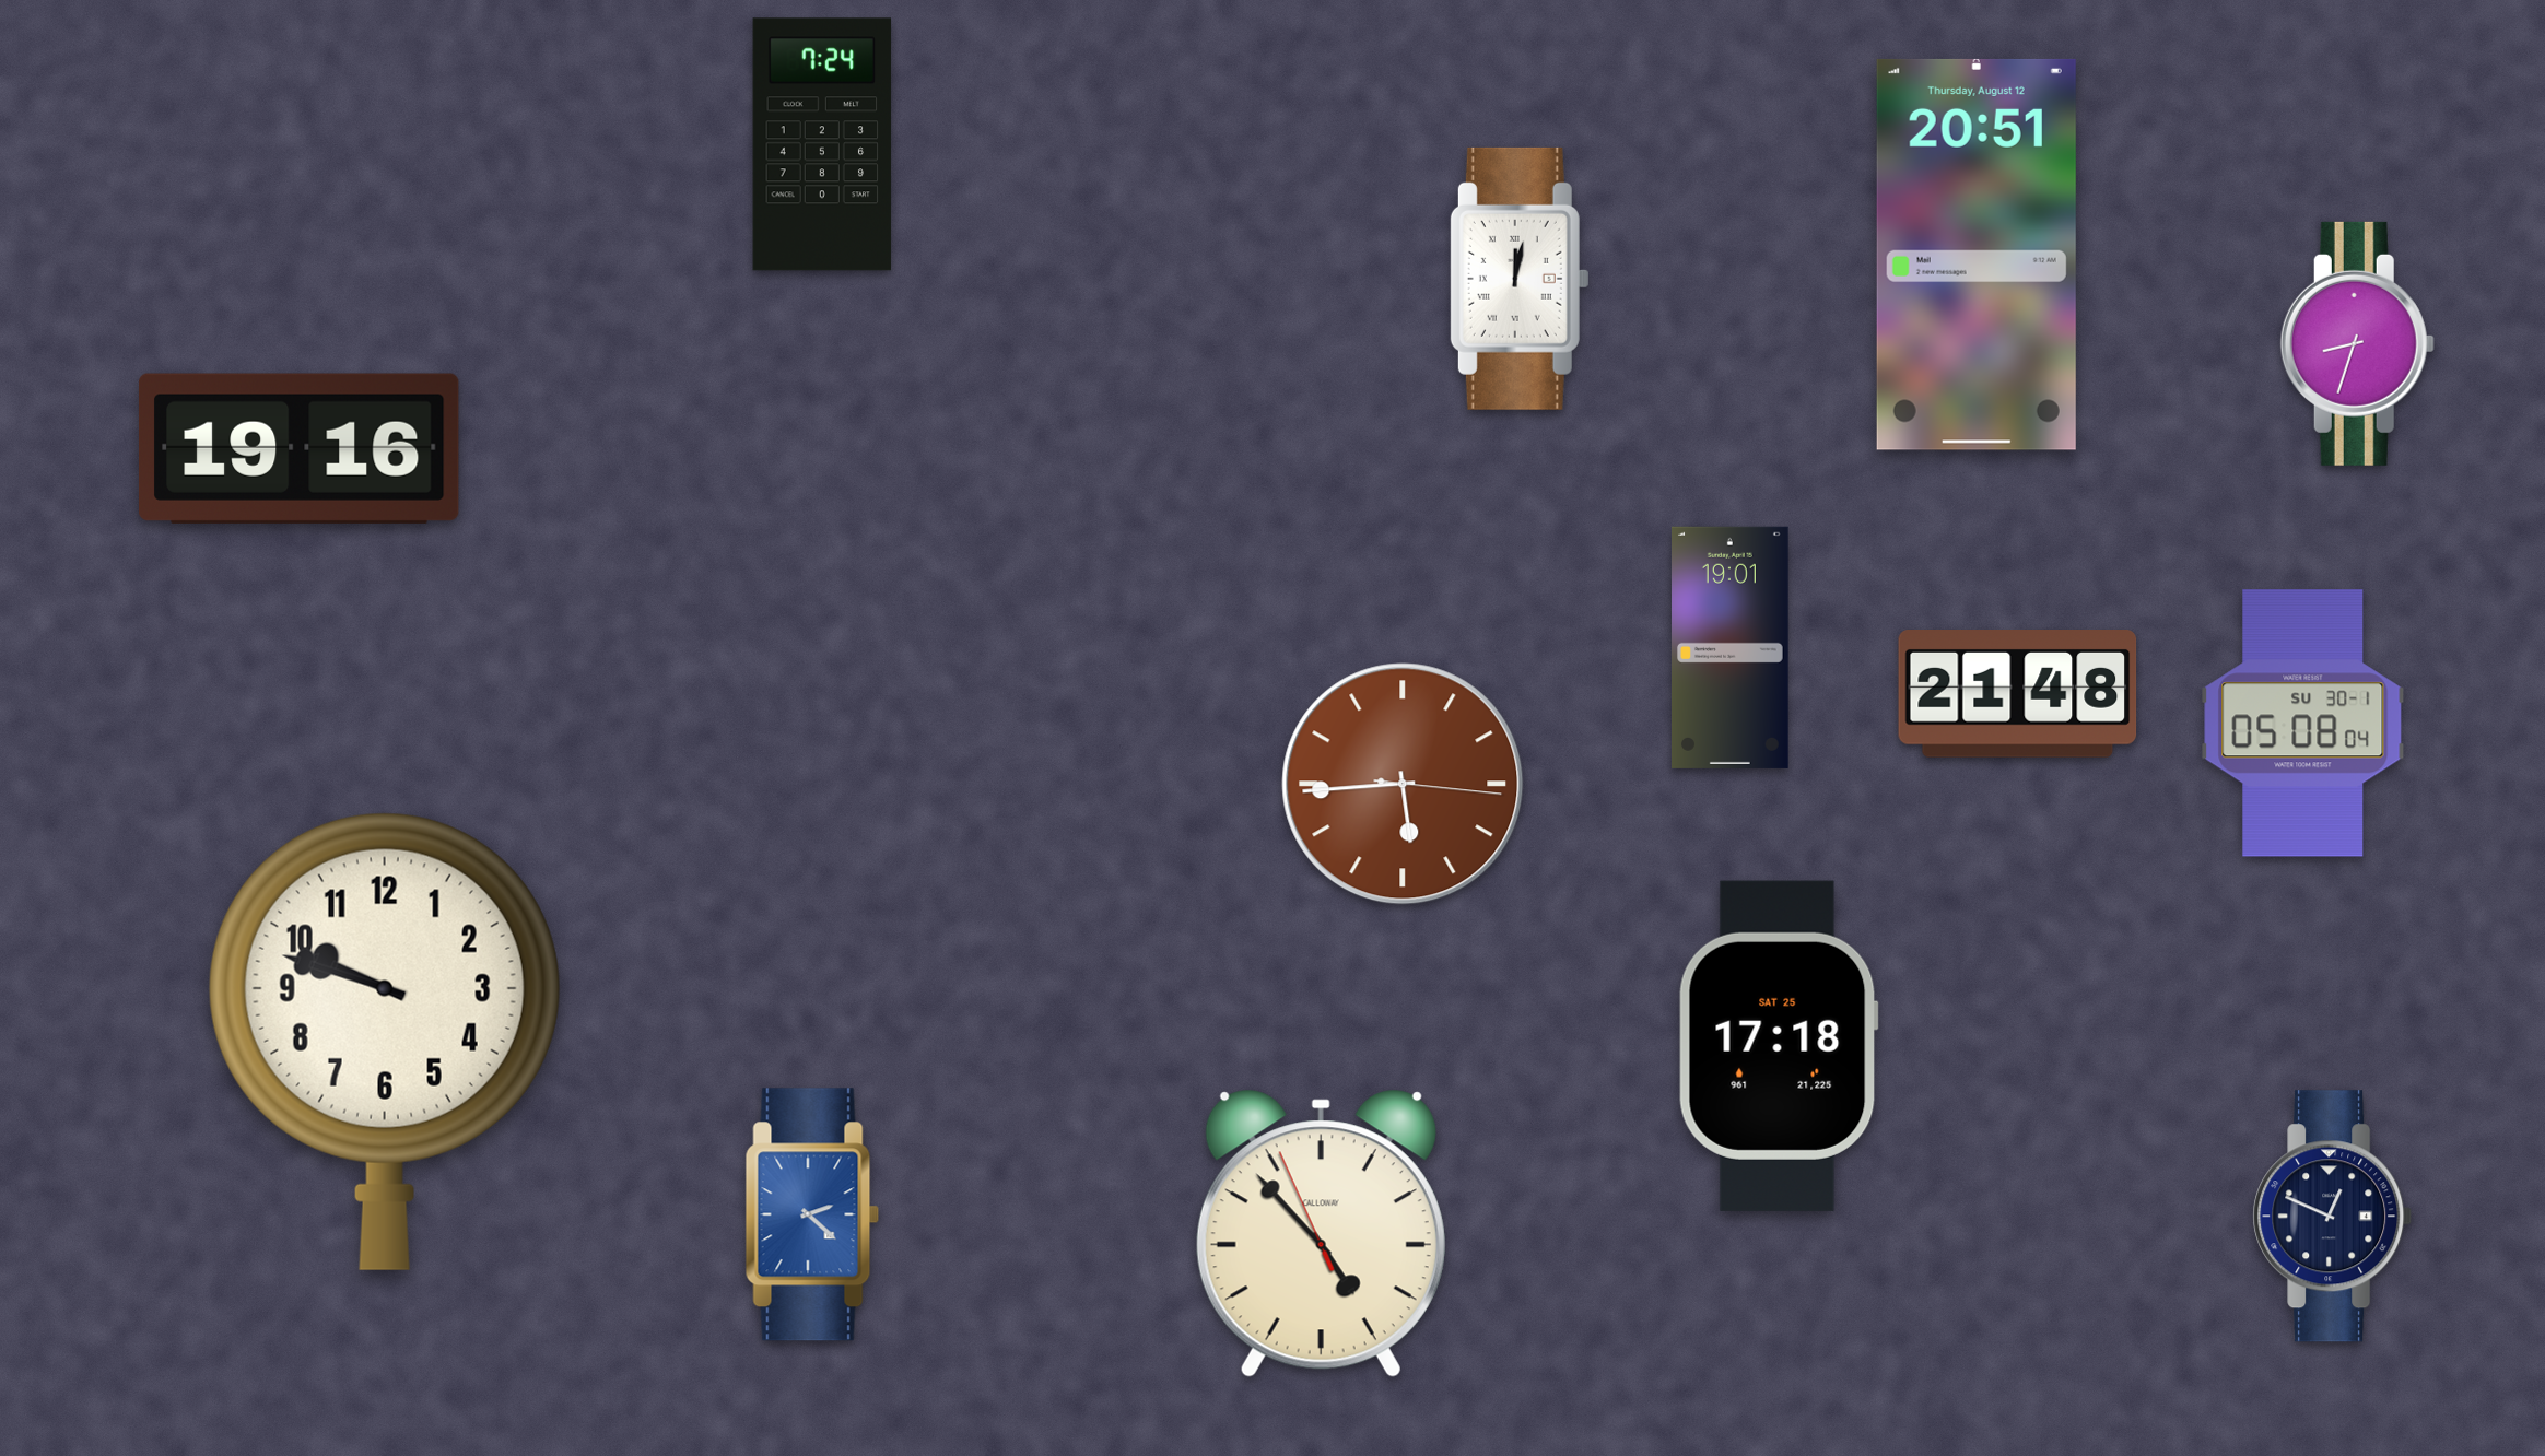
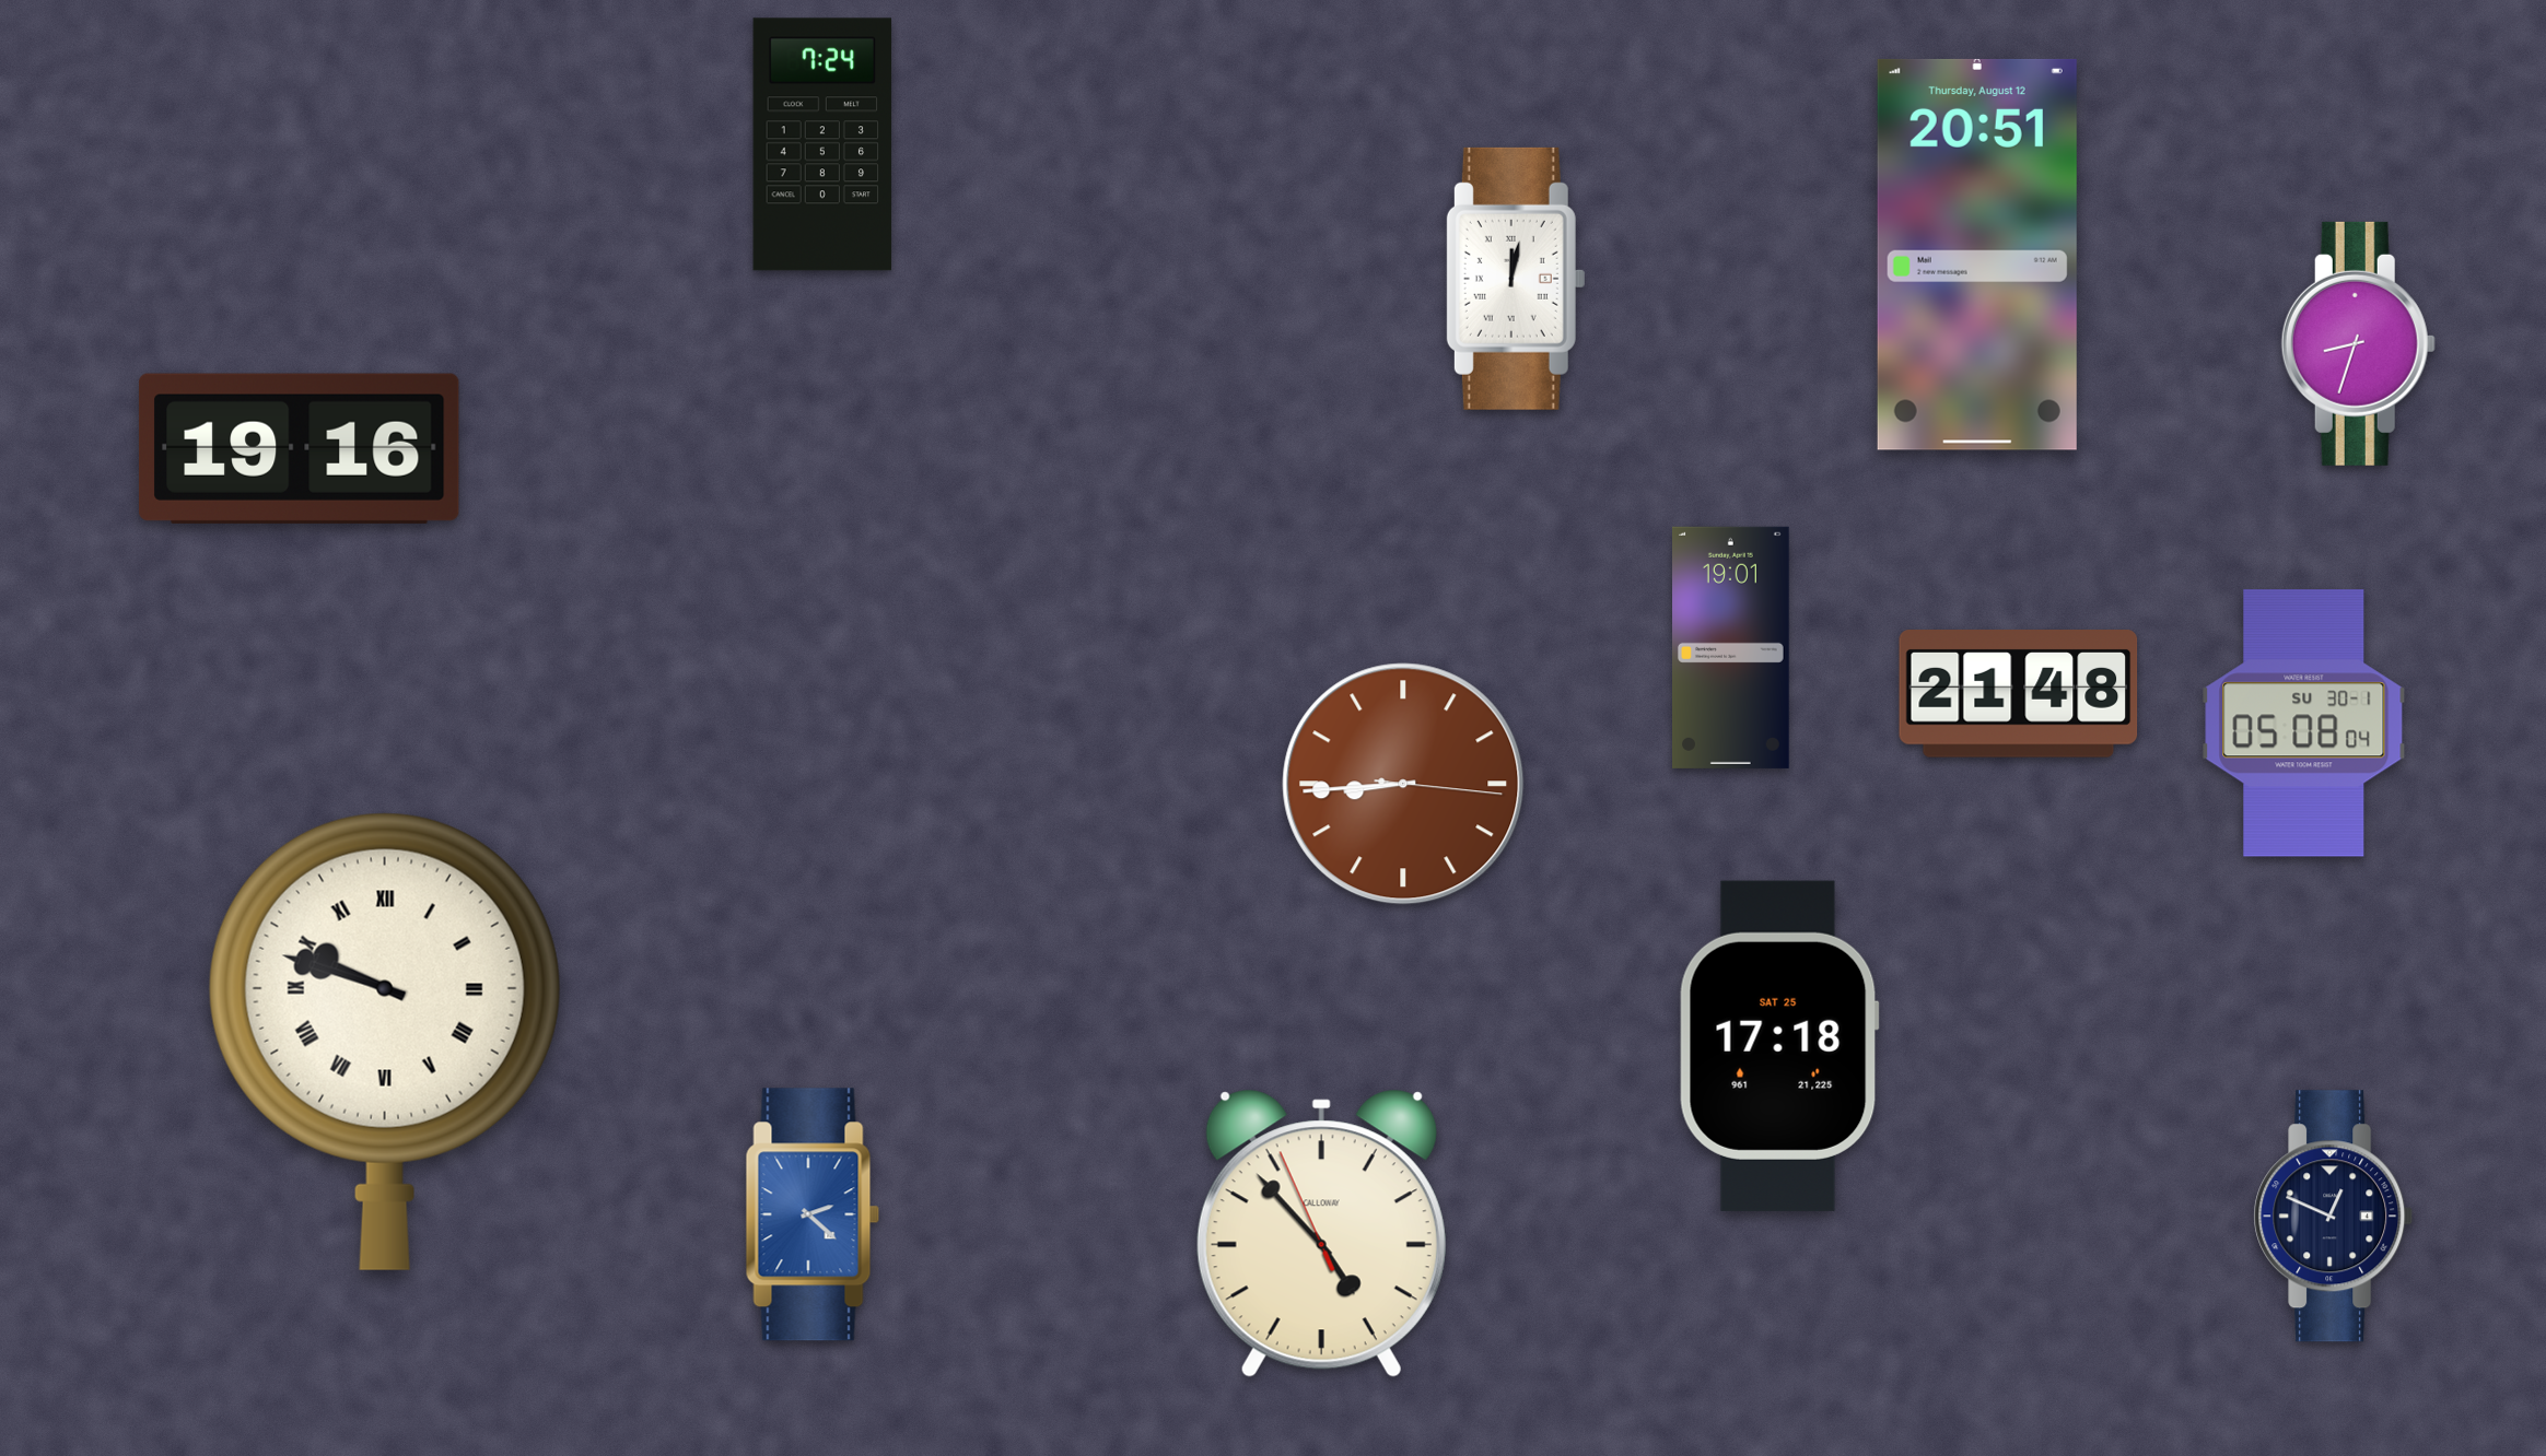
clock at (1520, 279) position: (1520, 279) -> (1516, 279)
clock at (1403, 784): 5:44 -> 8:44
clock at (385, 1042) numerals: Arabic -> Roman
